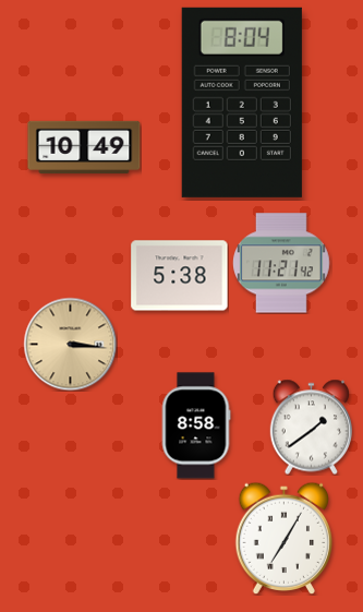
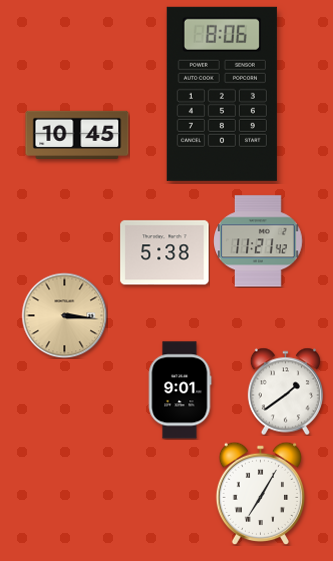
clock at (242, 103): 8:04 -> 8:06
clock at (84, 146): 10:49 -> 10:45
clock at (196, 425): 8:58 -> 9:01
